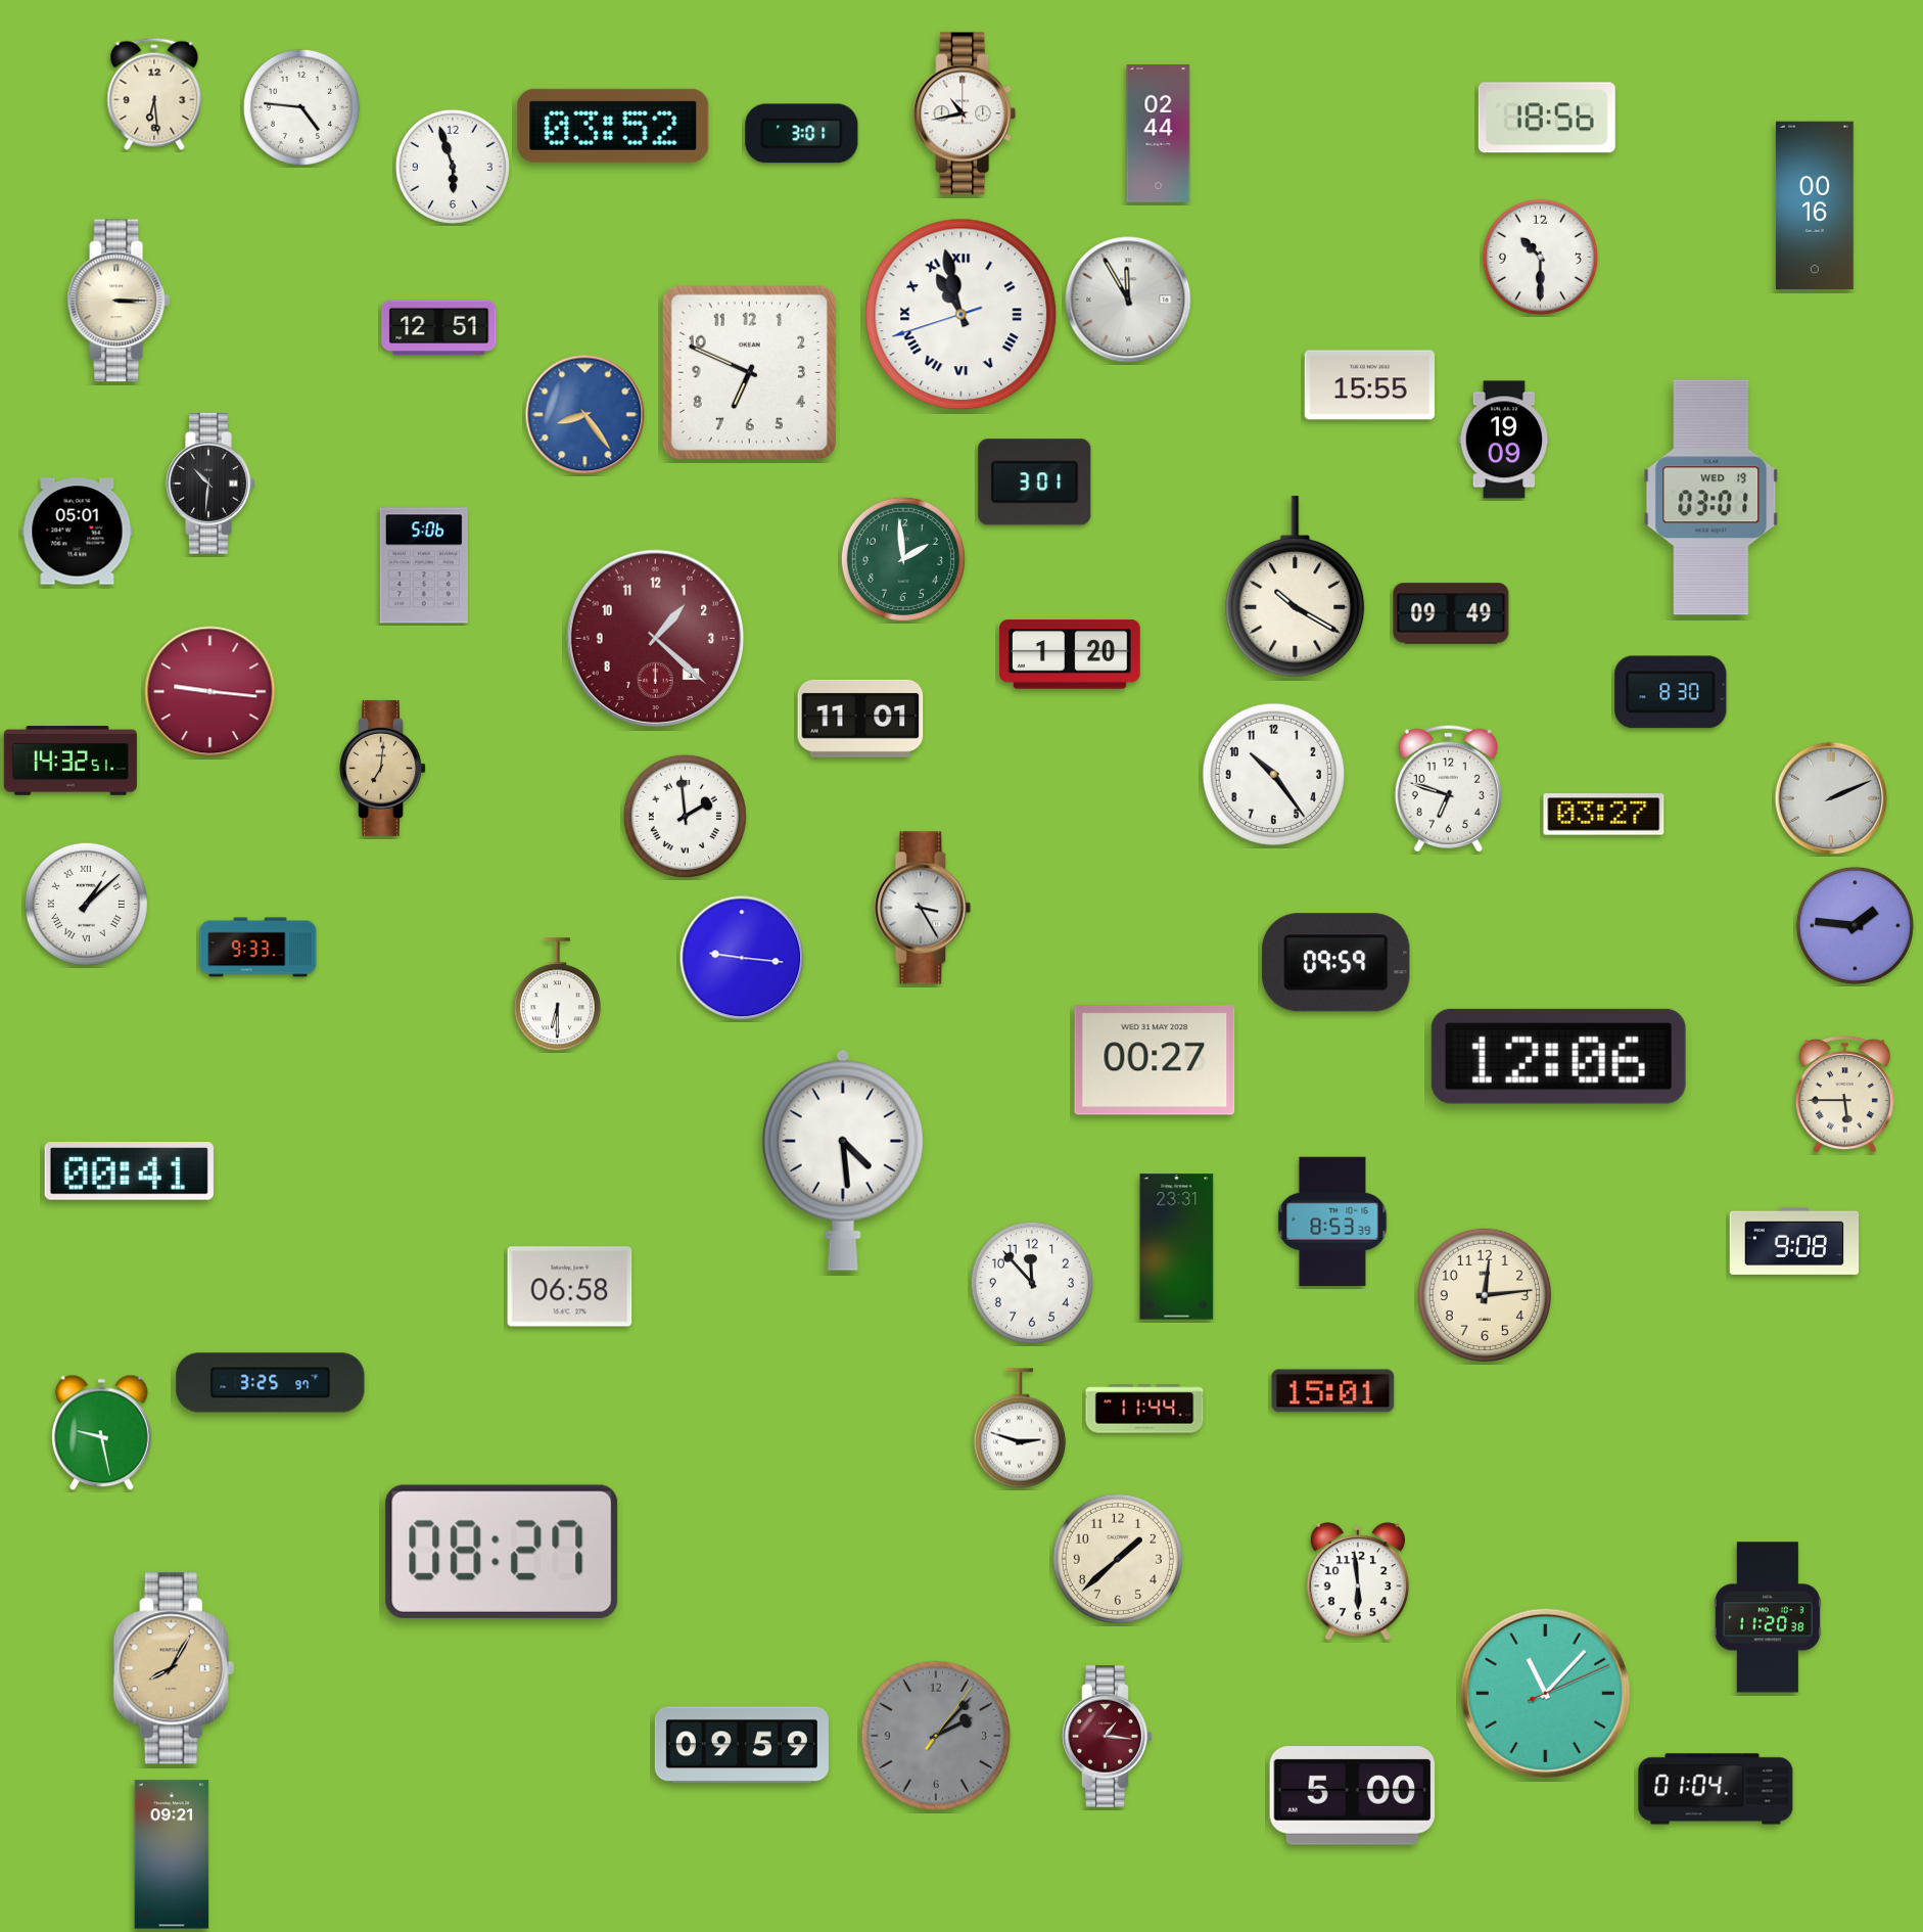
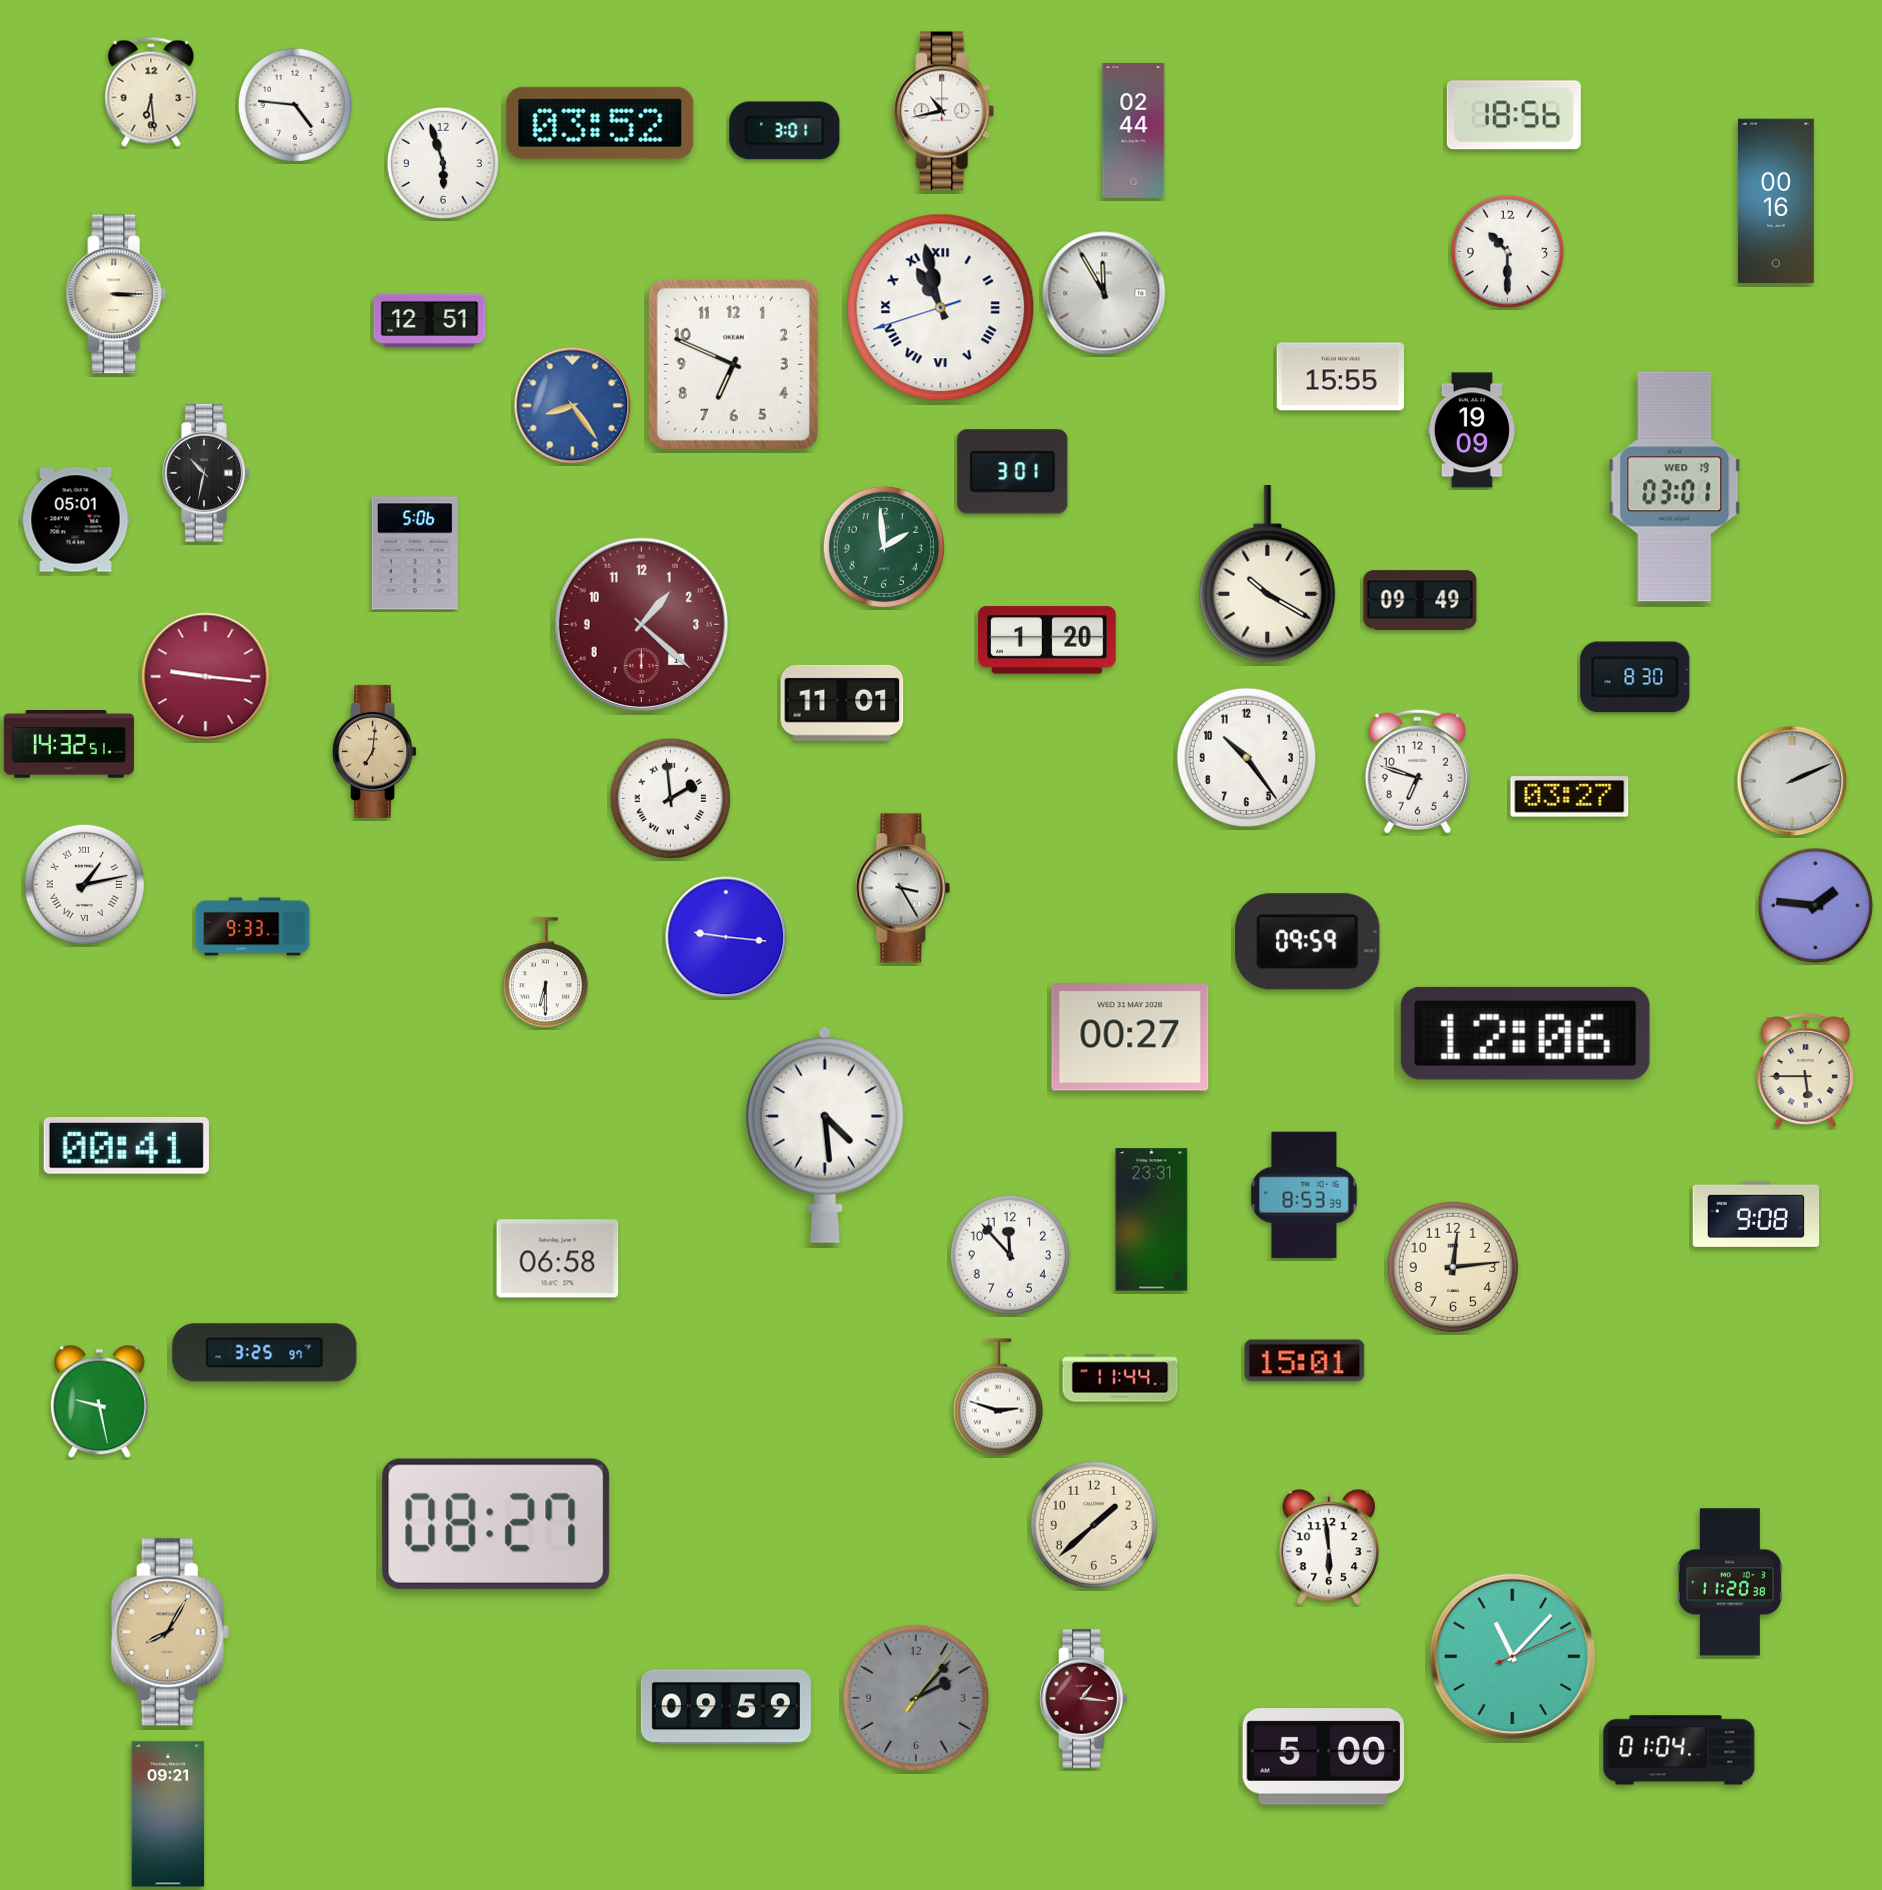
clock at (210, 485): 10:31 -> 10:32
clock at (86, 904): 1:08 -> 1:13
clock at (502, 1552) position: (502, 1552) -> (496, 1524)
